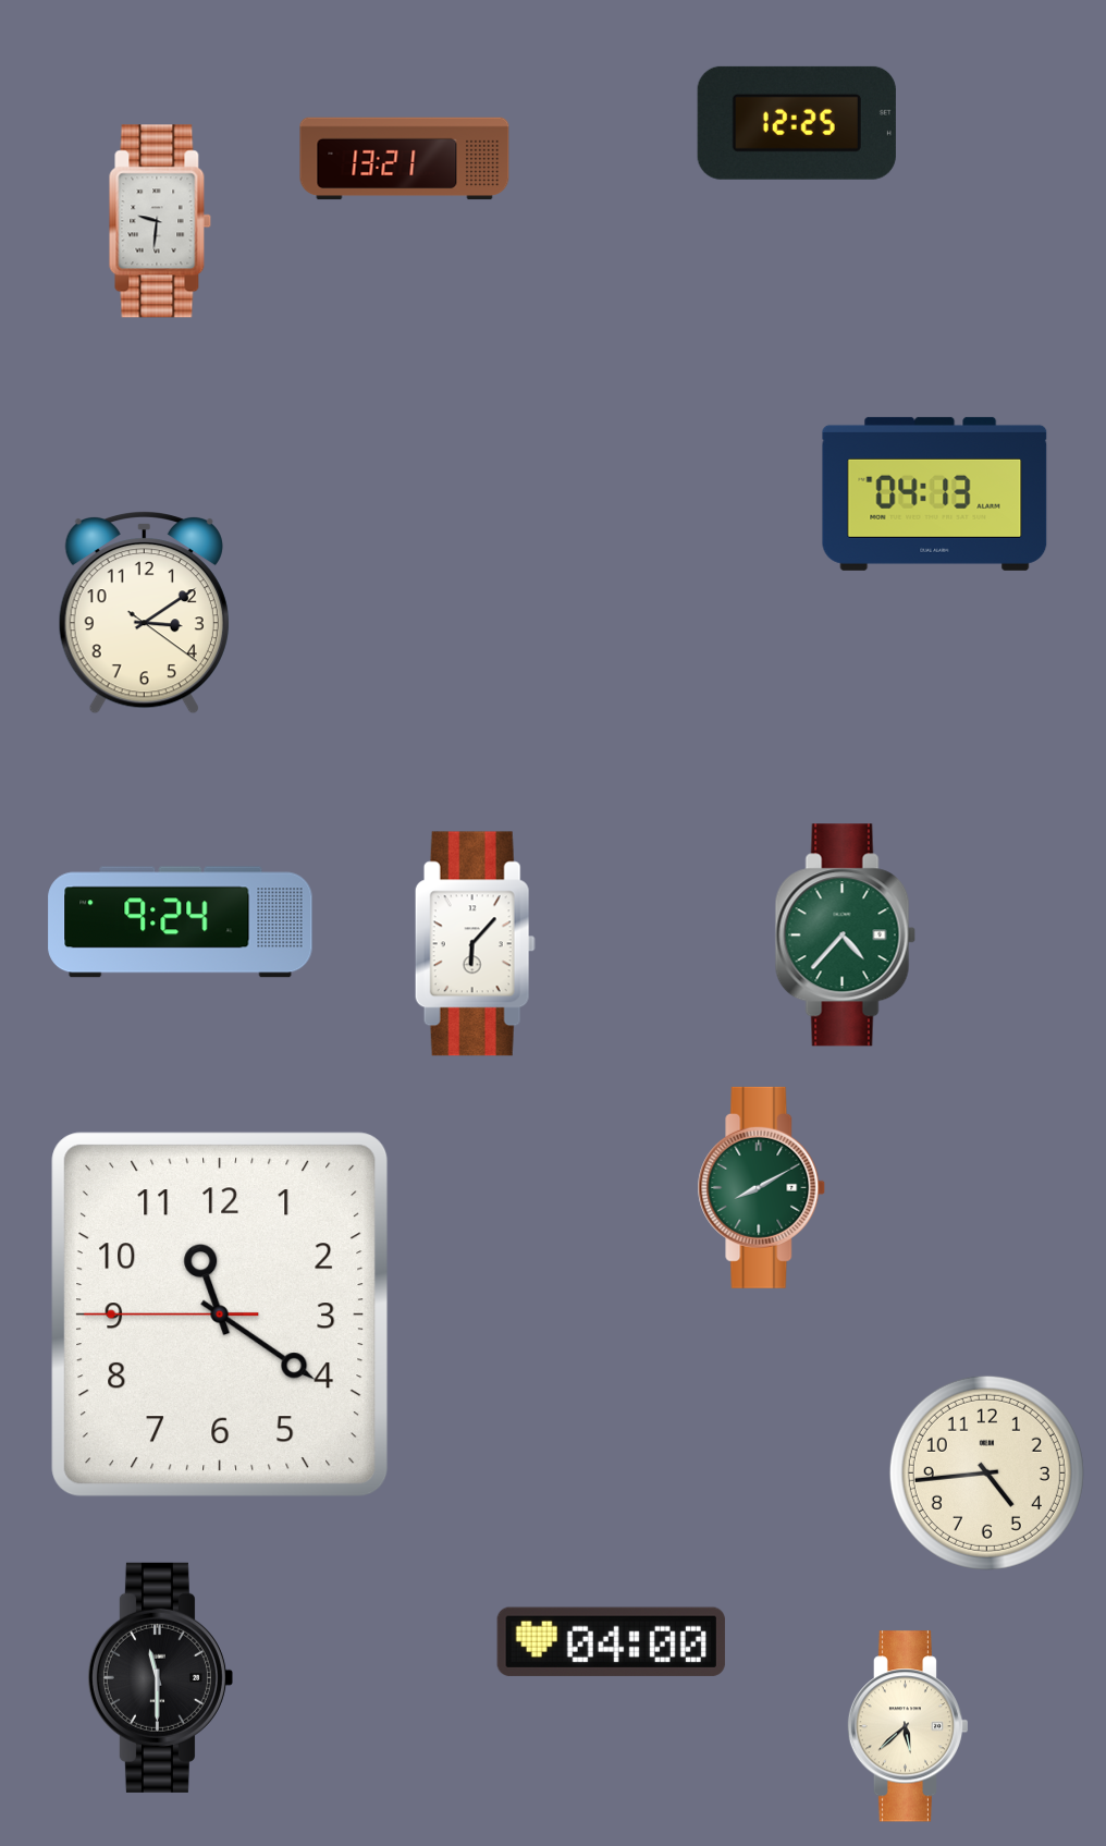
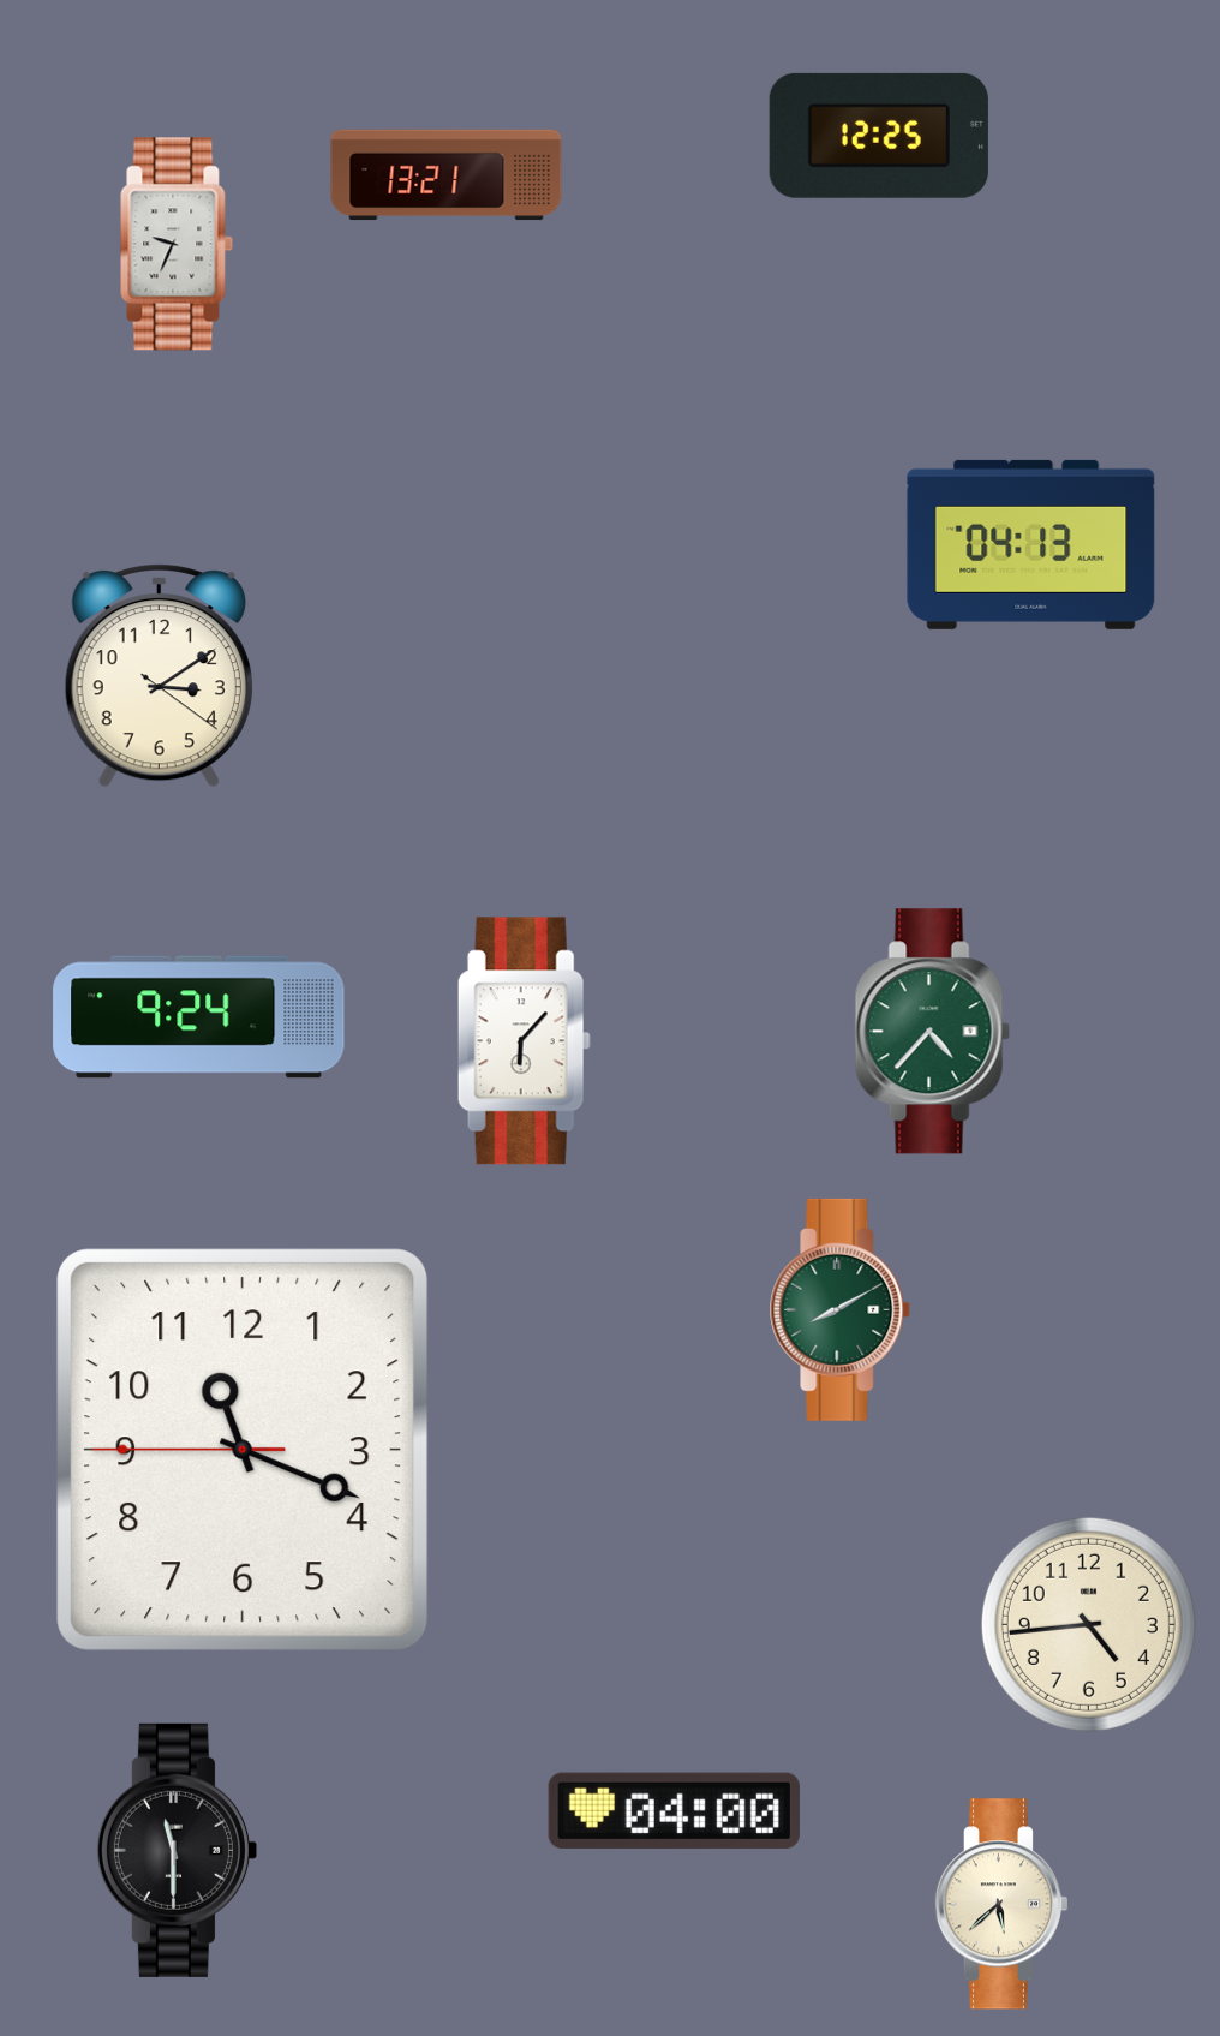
clock at (160, 221): 9:31 -> 9:34
clock at (220, 1315): 11:20 -> 11:18
